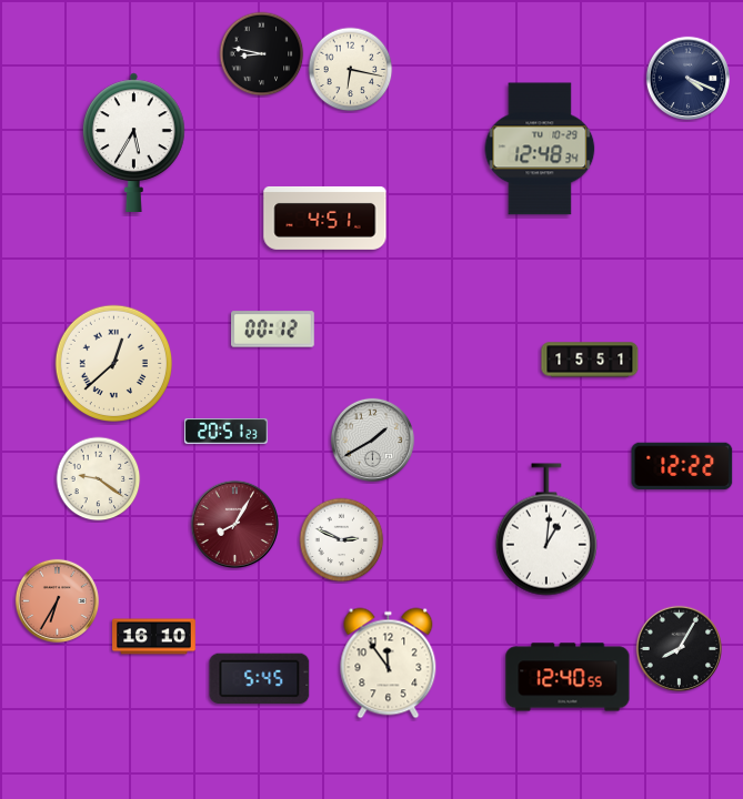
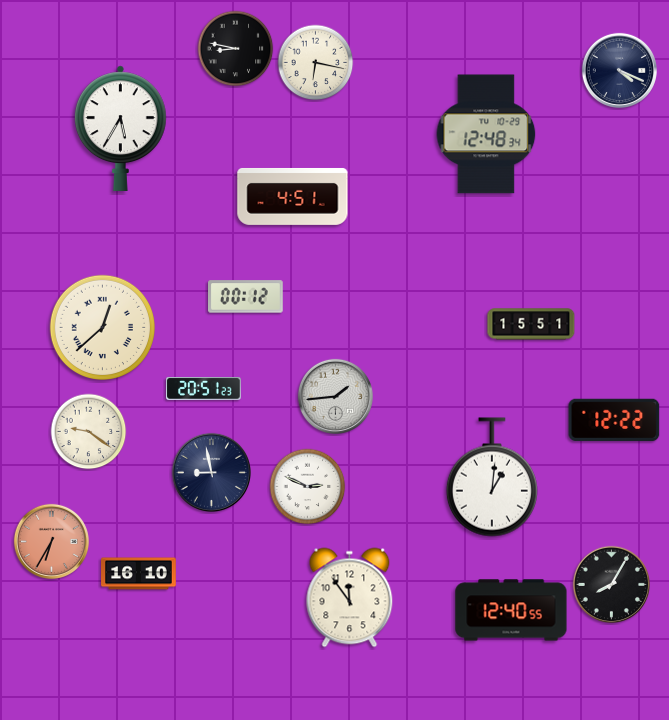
clock at (372, 439): 1:40 -> 1:44
clock at (234, 524): 8:05 -> 8:58
clock at (234, 524) dial: burgundy -> navy
clock at (260, 679): 5:45 -> none
